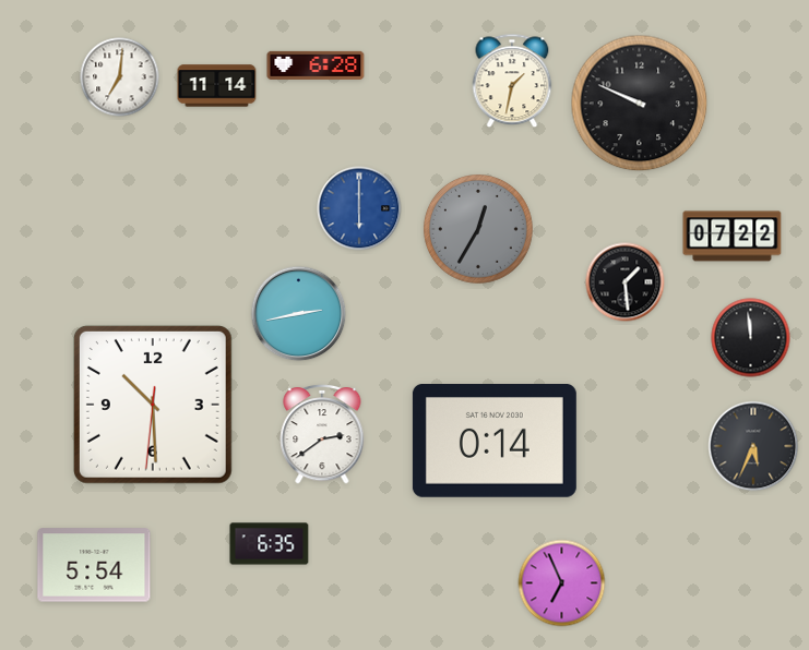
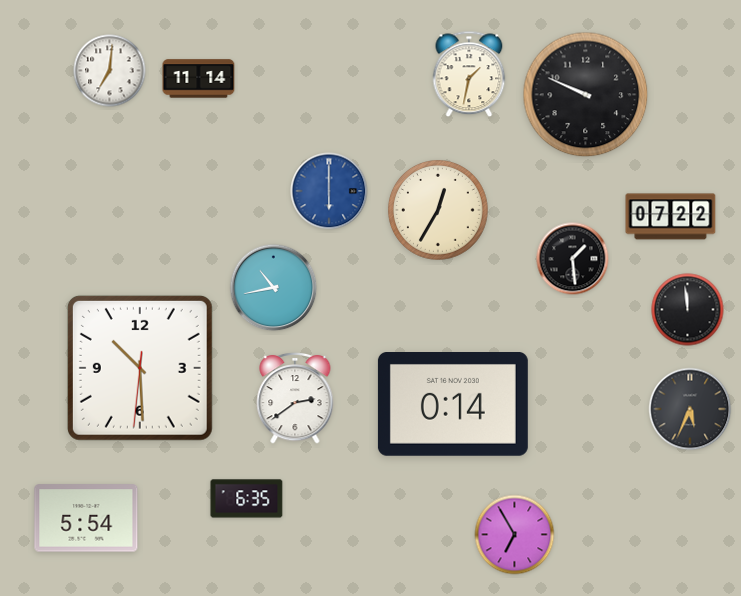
clock at (316, 65): 6:28 -> none
clock at (478, 229) dial: grey -> cream
clock at (299, 314): 2:43 -> 10:43
clock at (153, 405) position: (153, 405) -> (140, 368)
clock at (562, 583): 6:56 -> 6:55
